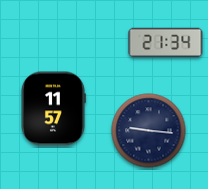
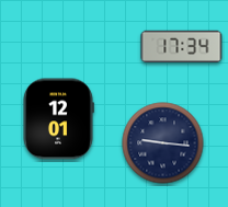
clock at (166, 43): 21:34 -> 17:34
clock at (53, 109): 11:57 -> 12:01
